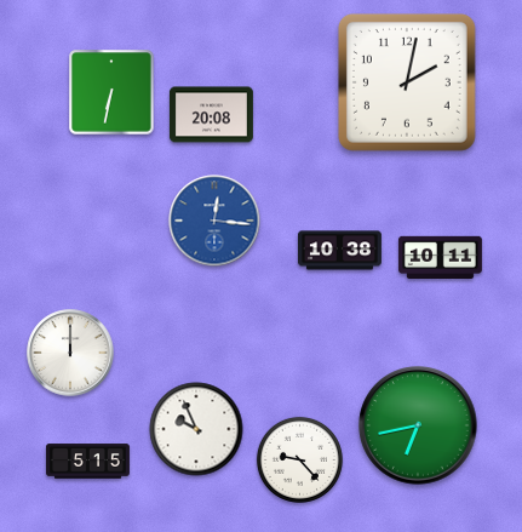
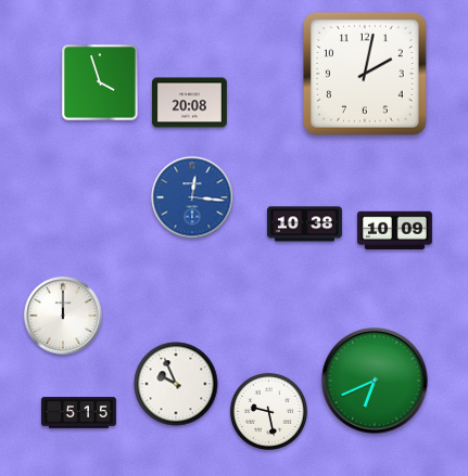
clock at (111, 92): 6:32 -> 3:57
clock at (440, 257): 10:11 -> 10:09
clock at (418, 425): 6:43 -> 6:41
clock at (299, 459): 9:23 -> 9:28
